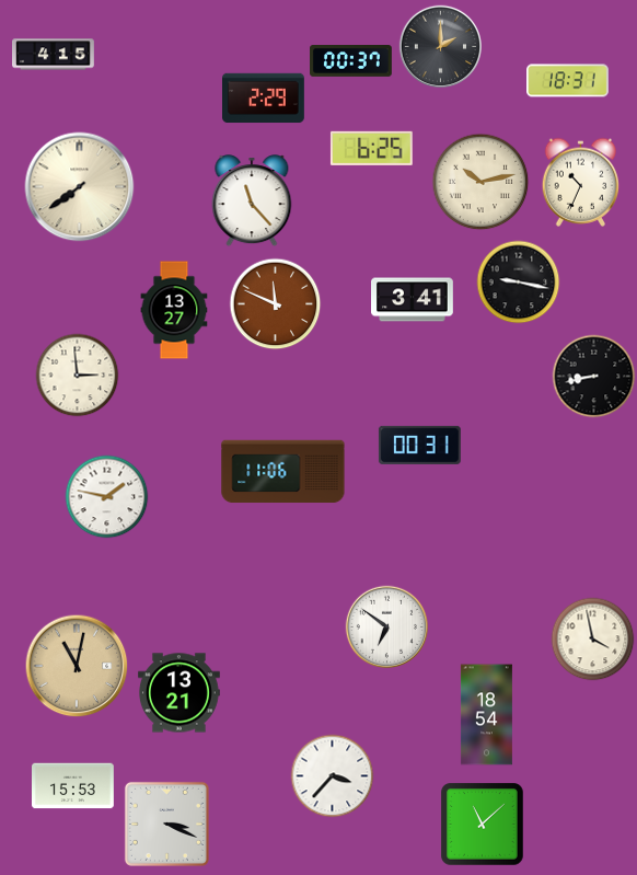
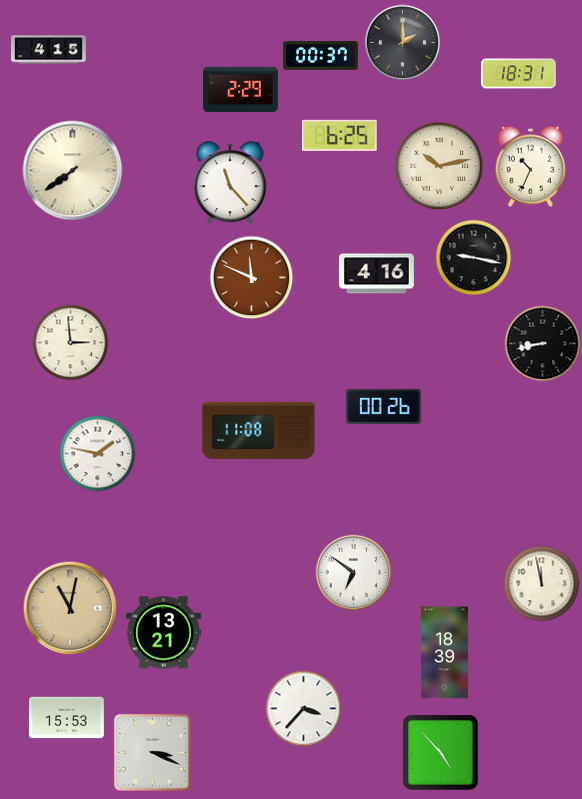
clock at (413, 300): 3:41 -> 4:16
clock at (174, 310): 13:27 -> none
clock at (419, 445): 00:31 -> 00:26
clock at (283, 472): 11:06 -> 11:08
clock at (593, 640): 3:58 -> 11:58
clock at (486, 715): 18:54 -> 18:39
clock at (483, 825): 11:08 -> 4:53
